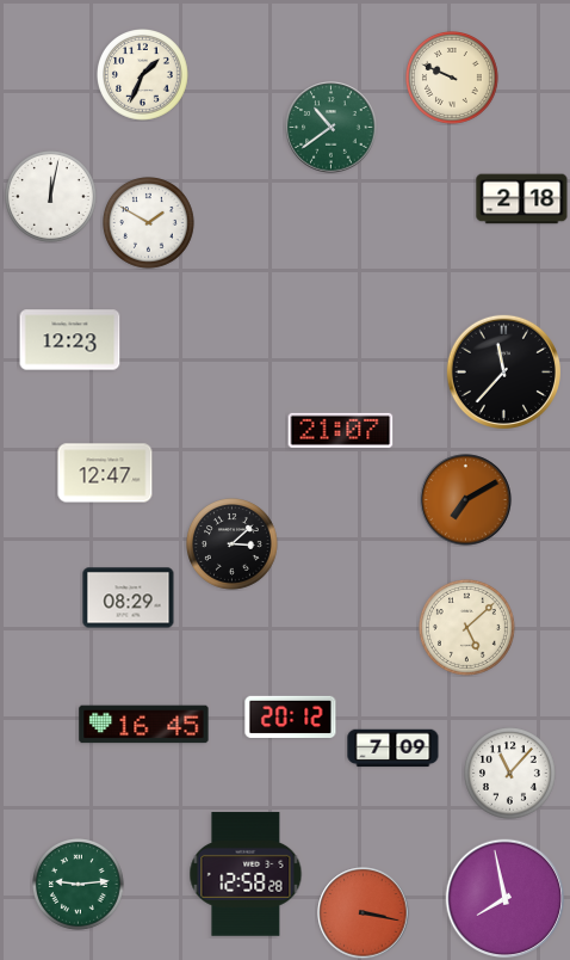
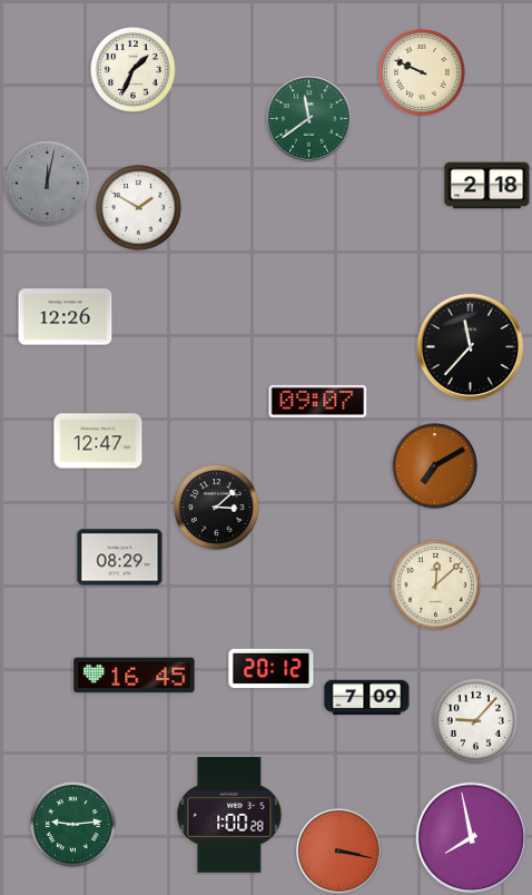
clock at (332, 128): 10:39 -> 11:39
clock at (51, 197) dial: white -> grey
clock at (70, 340): 12:23 -> 12:26
clock at (341, 430): 21:07 -> 09:07
clock at (466, 627): 5:08 -> 12:08
clock at (510, 774): 11:07 -> 9:07
clock at (246, 874): 12:58 -> 1:00
